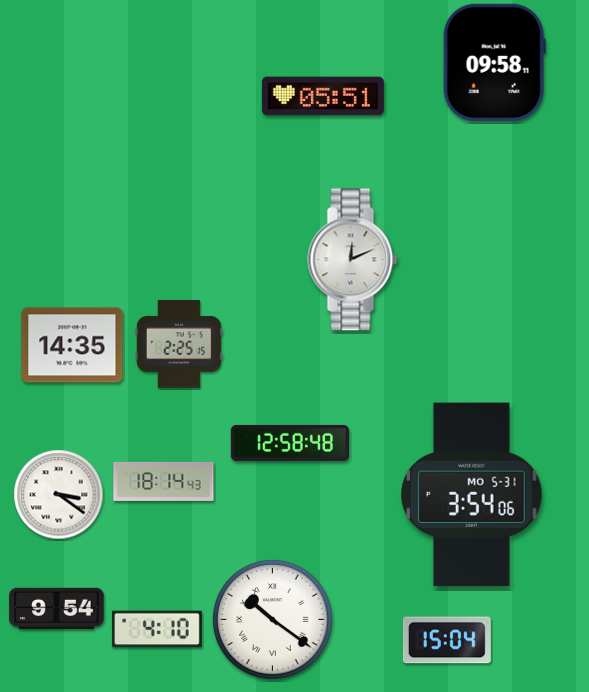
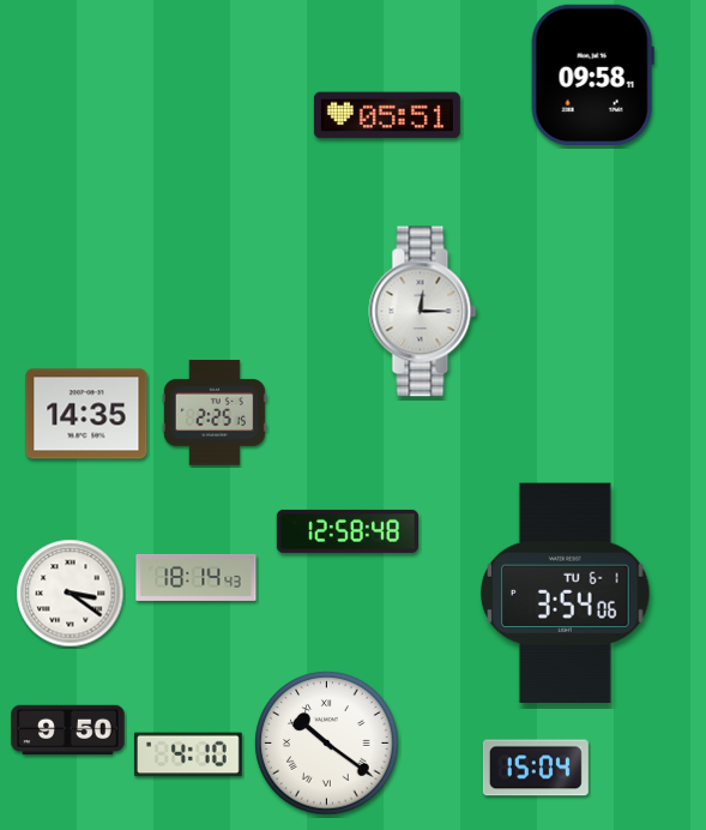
clock at (353, 260): 12:11 -> 12:15
clock at (472, 494) date: MO 5-31 -> TU 6-1
clock at (57, 609): 9:54 -> 9:50
